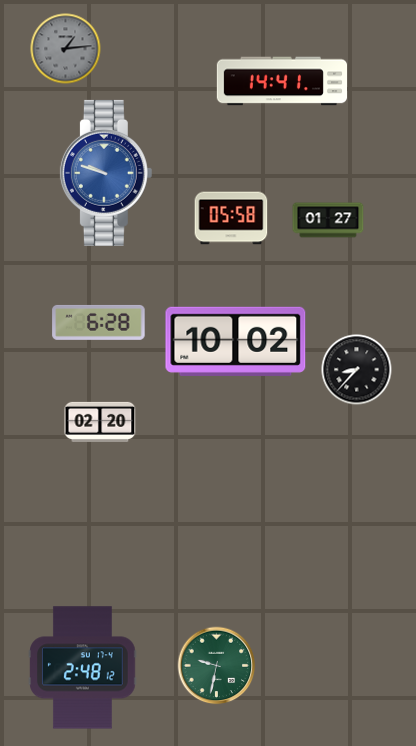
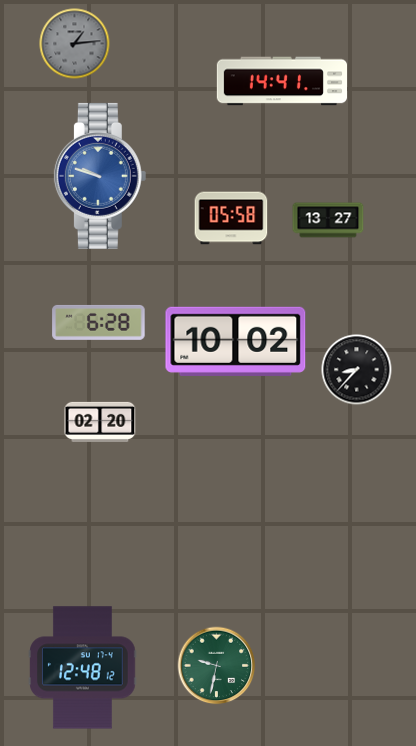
clock at (66, 49) position: (66, 49) -> (75, 44)
clock at (106, 173) position: (106, 173) -> (100, 176)
clock at (328, 220): 01:27 -> 13:27
clock at (83, 668): 2:48 -> 12:48
